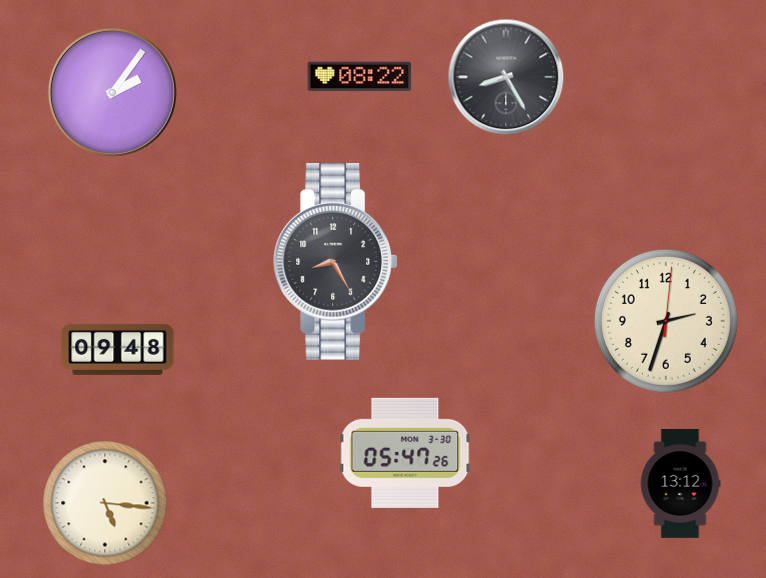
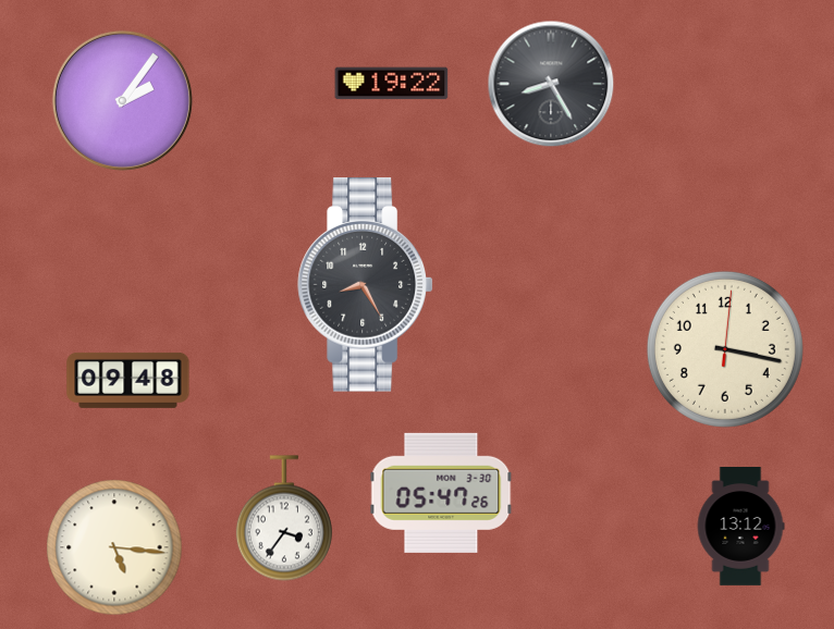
clock at (360, 77): 08:22 -> 19:22
clock at (666, 321): 2:33 -> 3:17
clock at (284, 518): none -> 3:36
